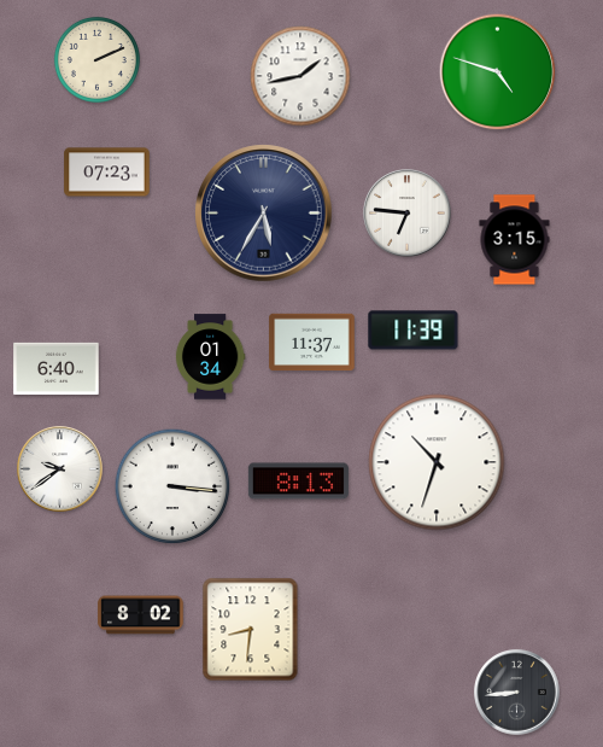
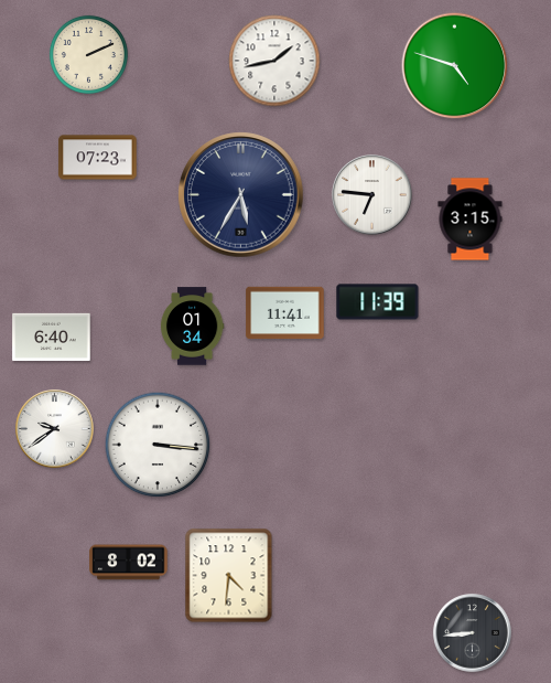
clock at (300, 76) position: (300, 76) -> (274, 61)
clock at (312, 343): 11:37 -> 11:41
clock at (437, 462): 10:33 -> none
clock at (298, 482): 8:13 -> none
clock at (251, 630): 8:31 -> 4:31
